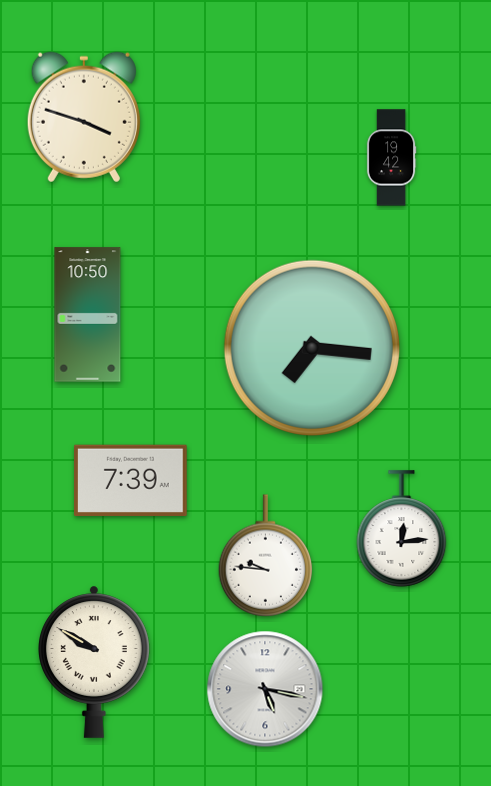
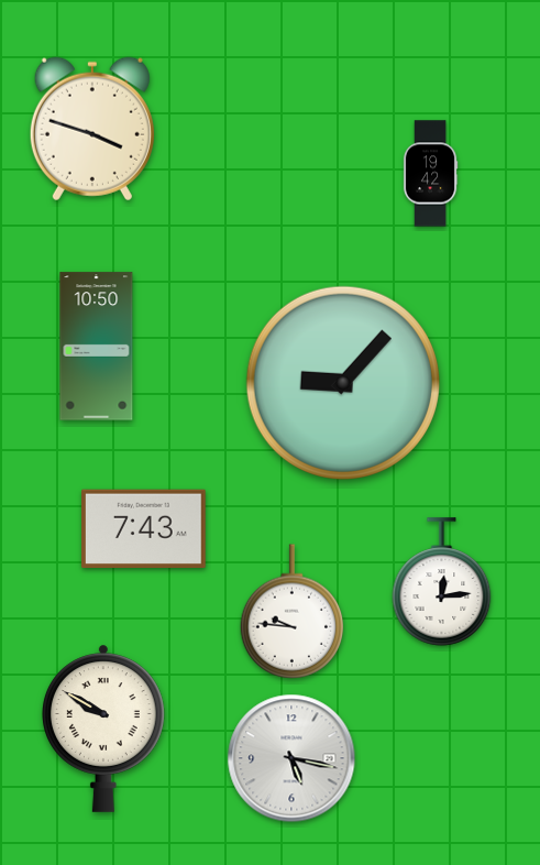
clock at (311, 347): 7:16 -> 9:07
clock at (131, 480): 7:39 -> 7:43
